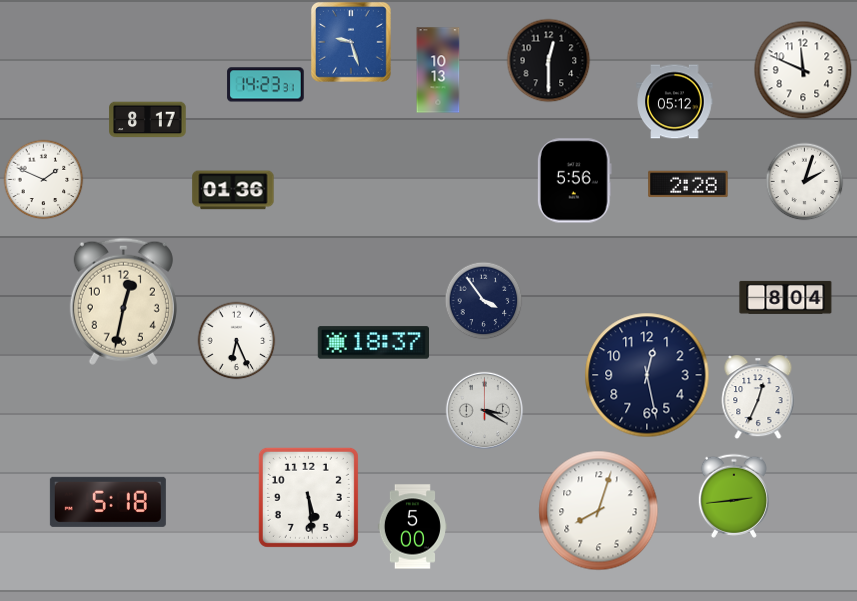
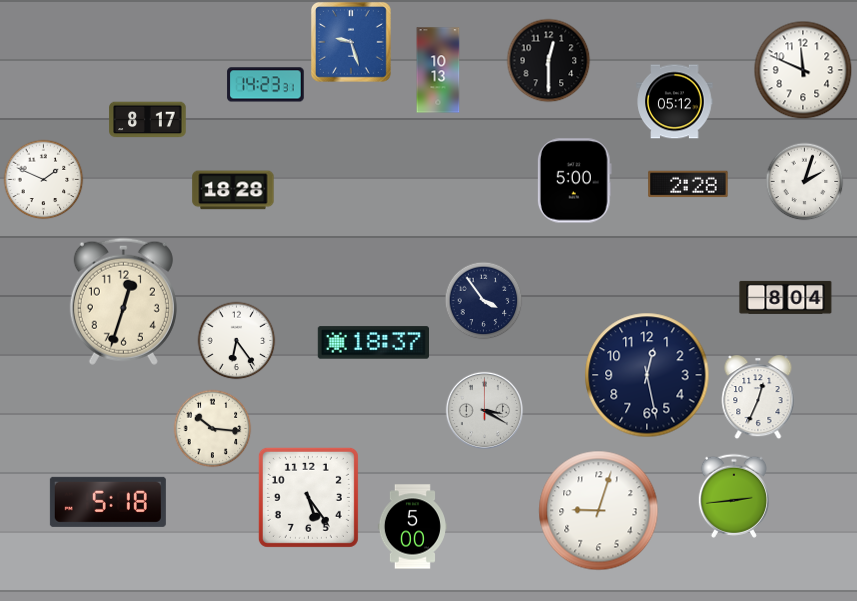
clock at (574, 181): 5:56 -> 5:00
clock at (233, 190): 01:36 -> 18:28
clock at (123, 301): 12:32 -> 12:33
clock at (236, 340): 6:26 -> 6:24
clock at (212, 428): none -> 10:16
clock at (308, 497): 5:29 -> 5:24
clock at (599, 511): 8:03 -> 9:03
